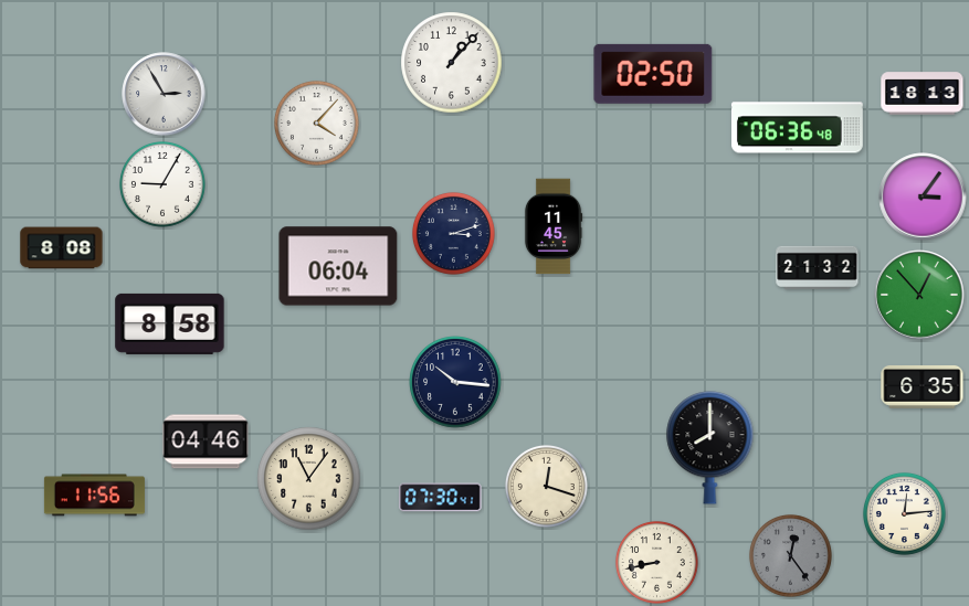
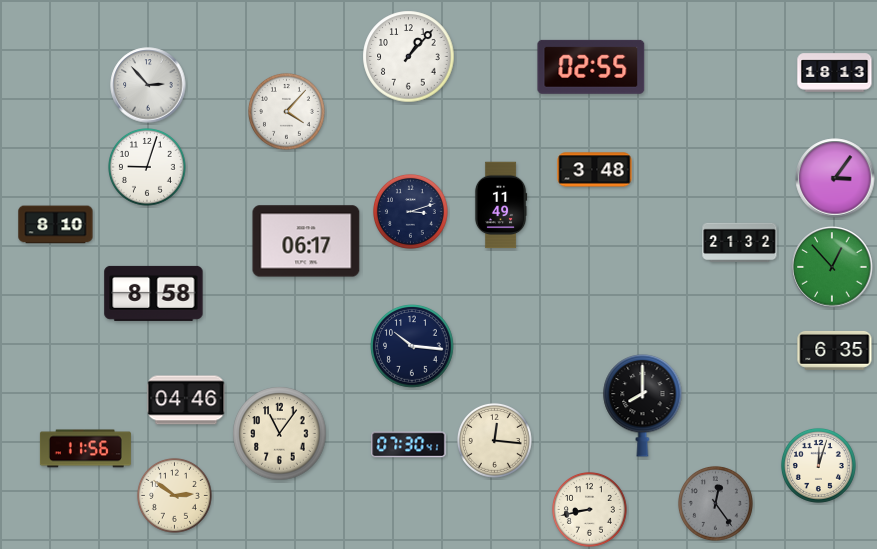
clock at (653, 74): 02:50 -> 02:55
clock at (164, 94): 2:55 -> 2:53
clock at (923, 94) position: (923, 94) -> (835, 73)
clock at (797, 128): 06:36 -> none
clock at (164, 185): 9:05 -> 9:03
clock at (595, 170): none -> 3:48
clock at (554, 226): 11:45 -> 11:49
clock at (62, 248): 8:08 -> 8:10
clock at (338, 266): 06:04 -> 06:17
clock at (546, 486): 12:18 -> 12:16
clock at (441, 498) position: (441, 498) -> (409, 445)
clock at (904, 513): 12:14 -> 12:03
clock at (174, 495): none -> 2:51
clock at (656, 562) position: (656, 562) -> (589, 509)
